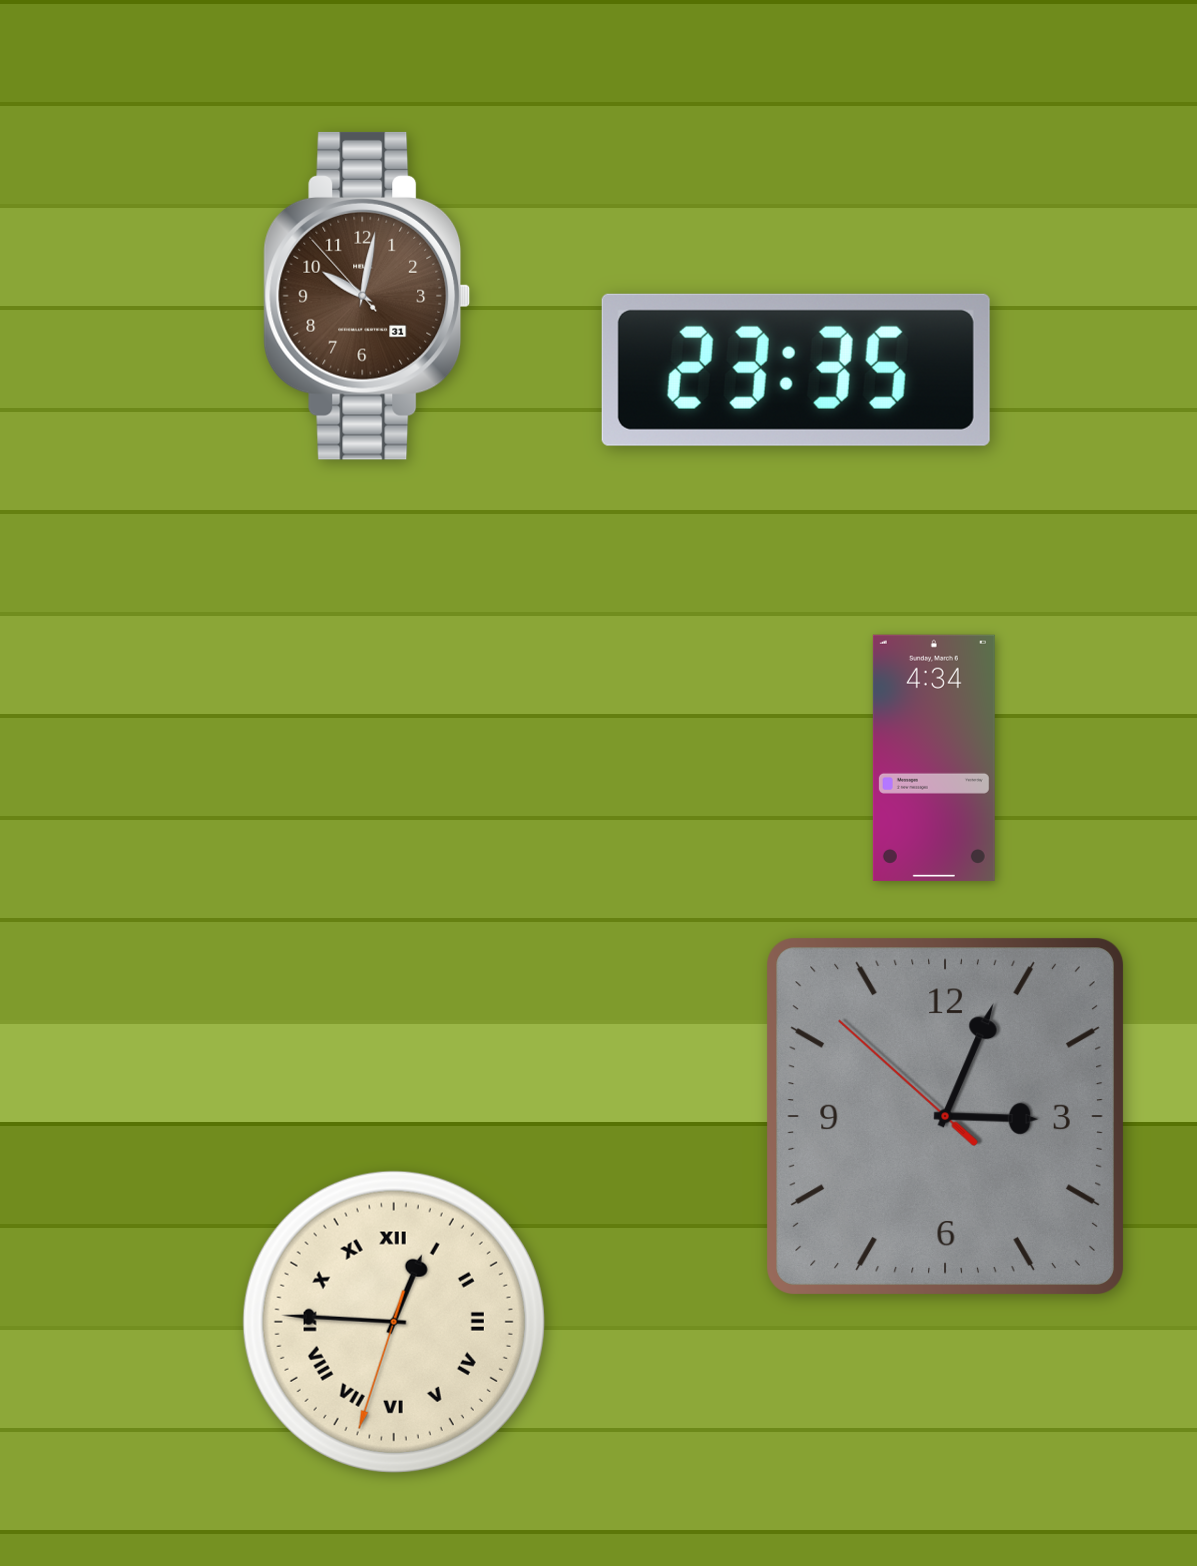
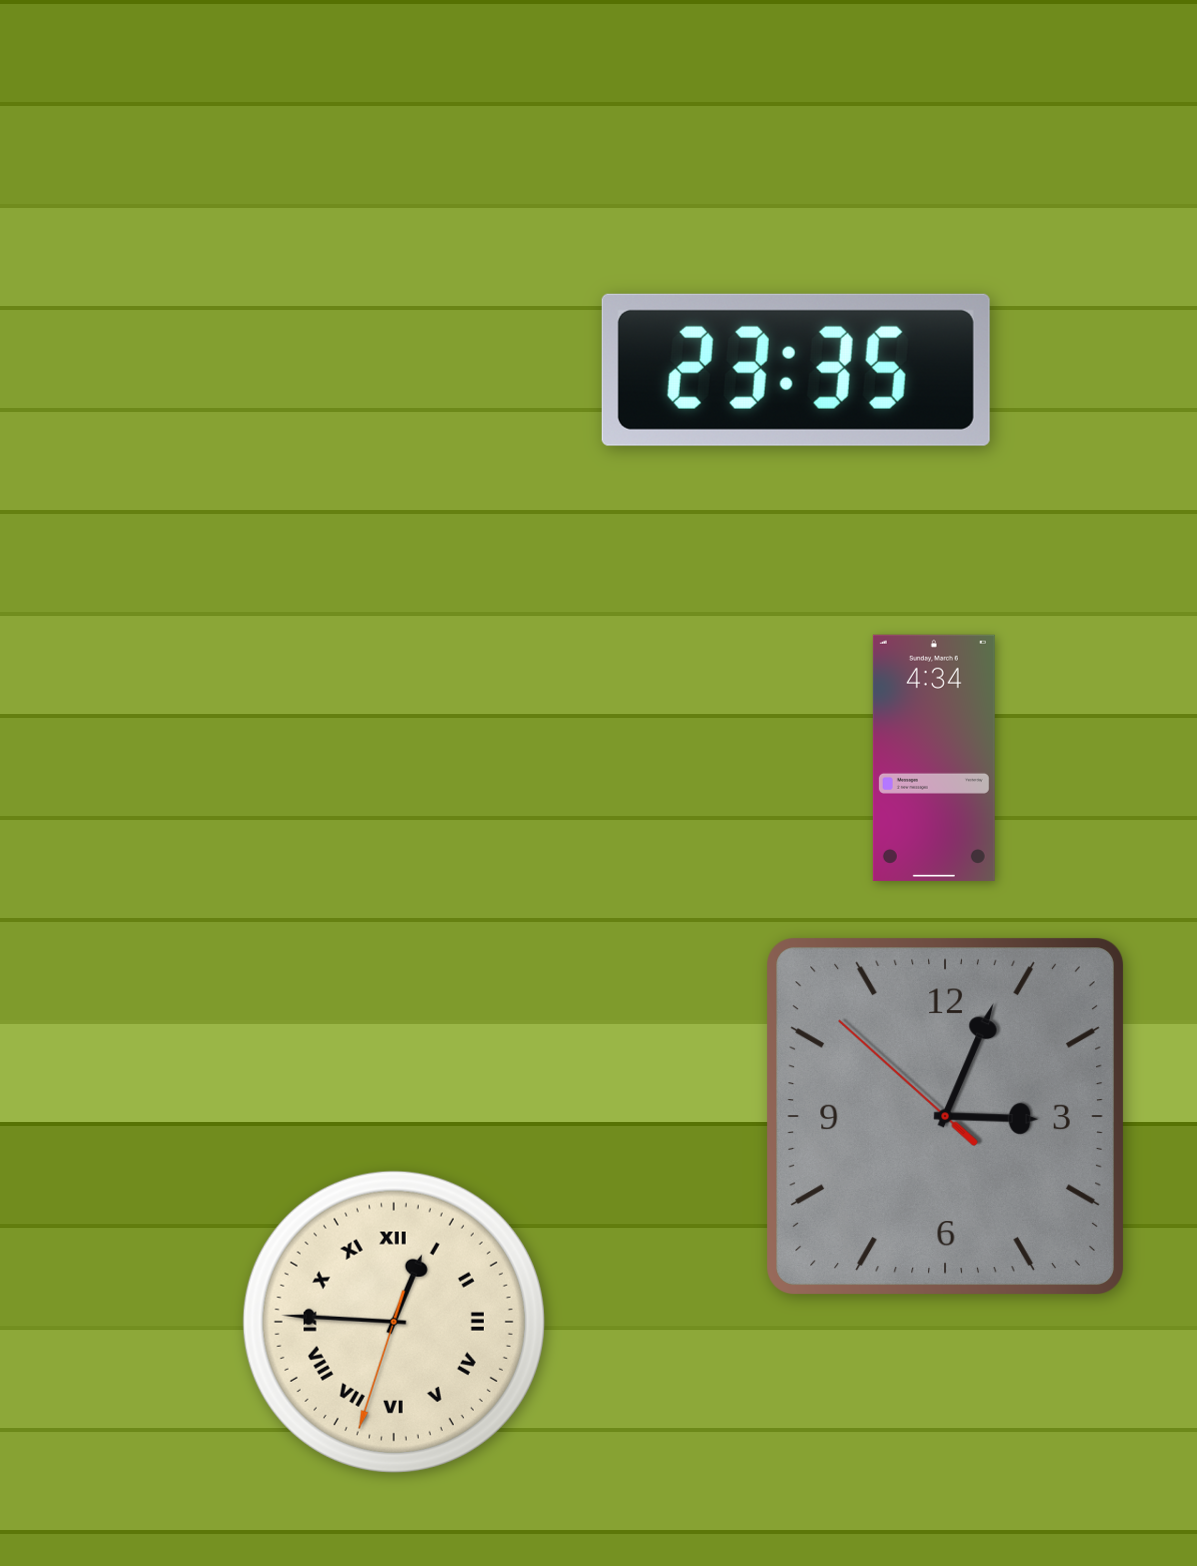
clock at (367, 296): 10:01 -> none
